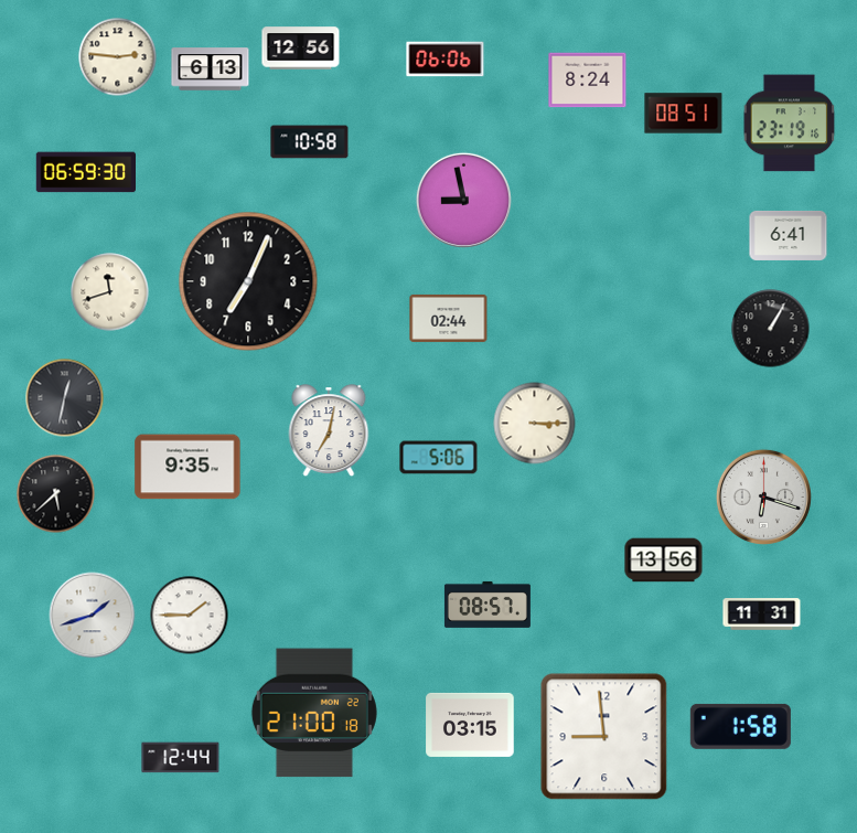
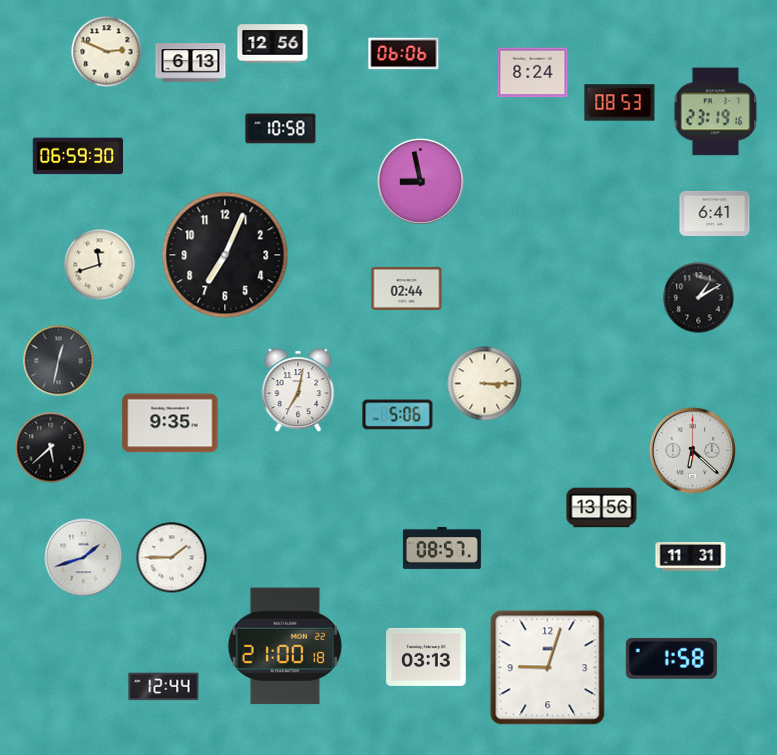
clock at (118, 57): 2:46 -> 2:49
clock at (684, 114): 08:51 -> 08:53
clock at (771, 329): 1:05 -> 1:10
clock at (763, 496): 6:18 -> 6:22
clock at (470, 725): 03:15 -> 03:13
clock at (604, 737): 8:59 -> 9:03
